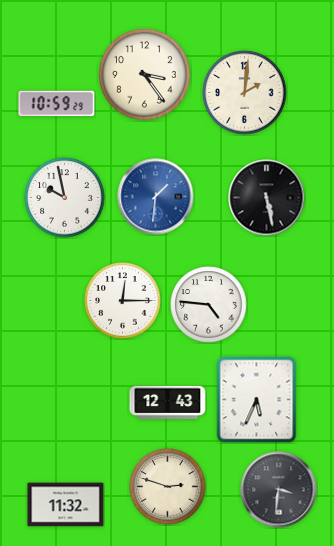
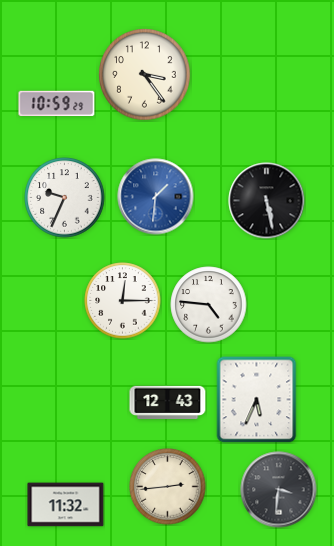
clock at (245, 93): 2:01 -> none
clock at (65, 198): 9:58 -> 9:34
clock at (267, 198) position: (267, 198) -> (267, 201)
clock at (168, 487): 2:48 -> 2:44
